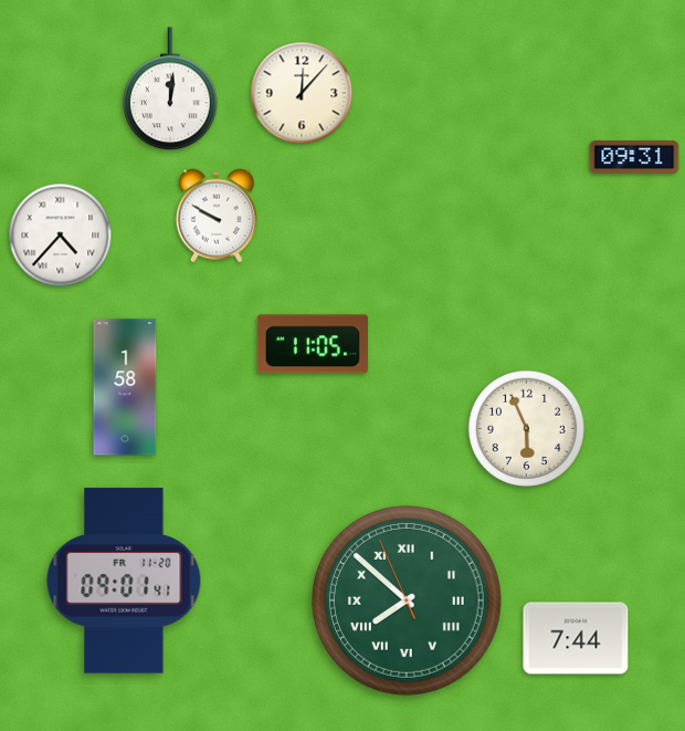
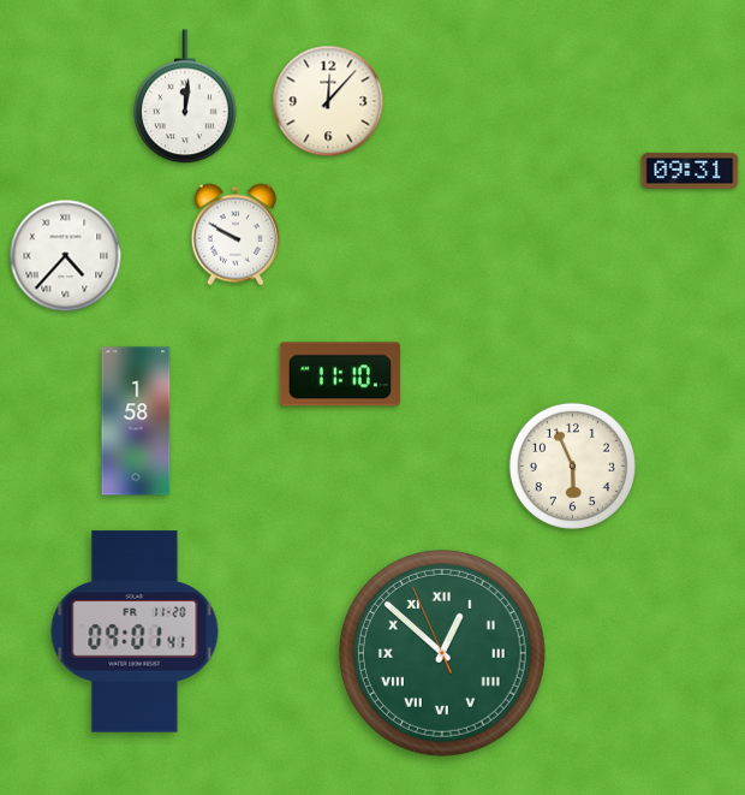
clock at (313, 344): 11:05 -> 11:10
clock at (407, 601): 7:51 -> 12:51
clock at (576, 638): 7:44 -> none
